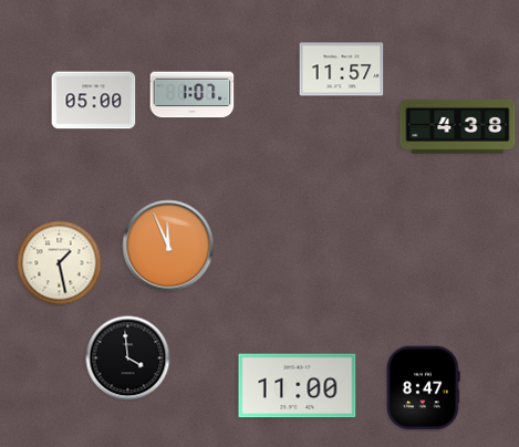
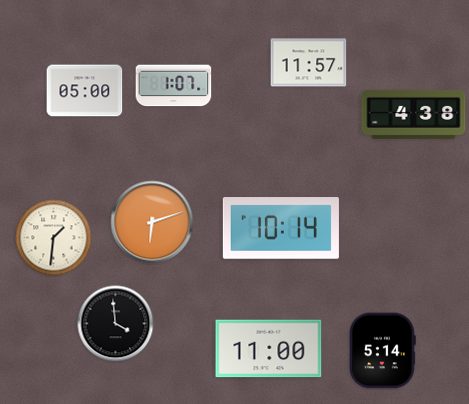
clock at (168, 246): 11:56 -> 6:12
clock at (281, 228): none -> 10:14
clock at (60, 263): 1:28 -> 1:31
clock at (424, 388): 8:47 -> 5:14
